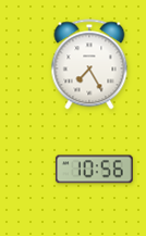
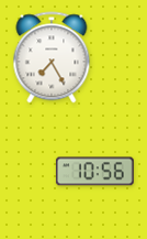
clock at (89, 64) position: (89, 64) -> (52, 57)
